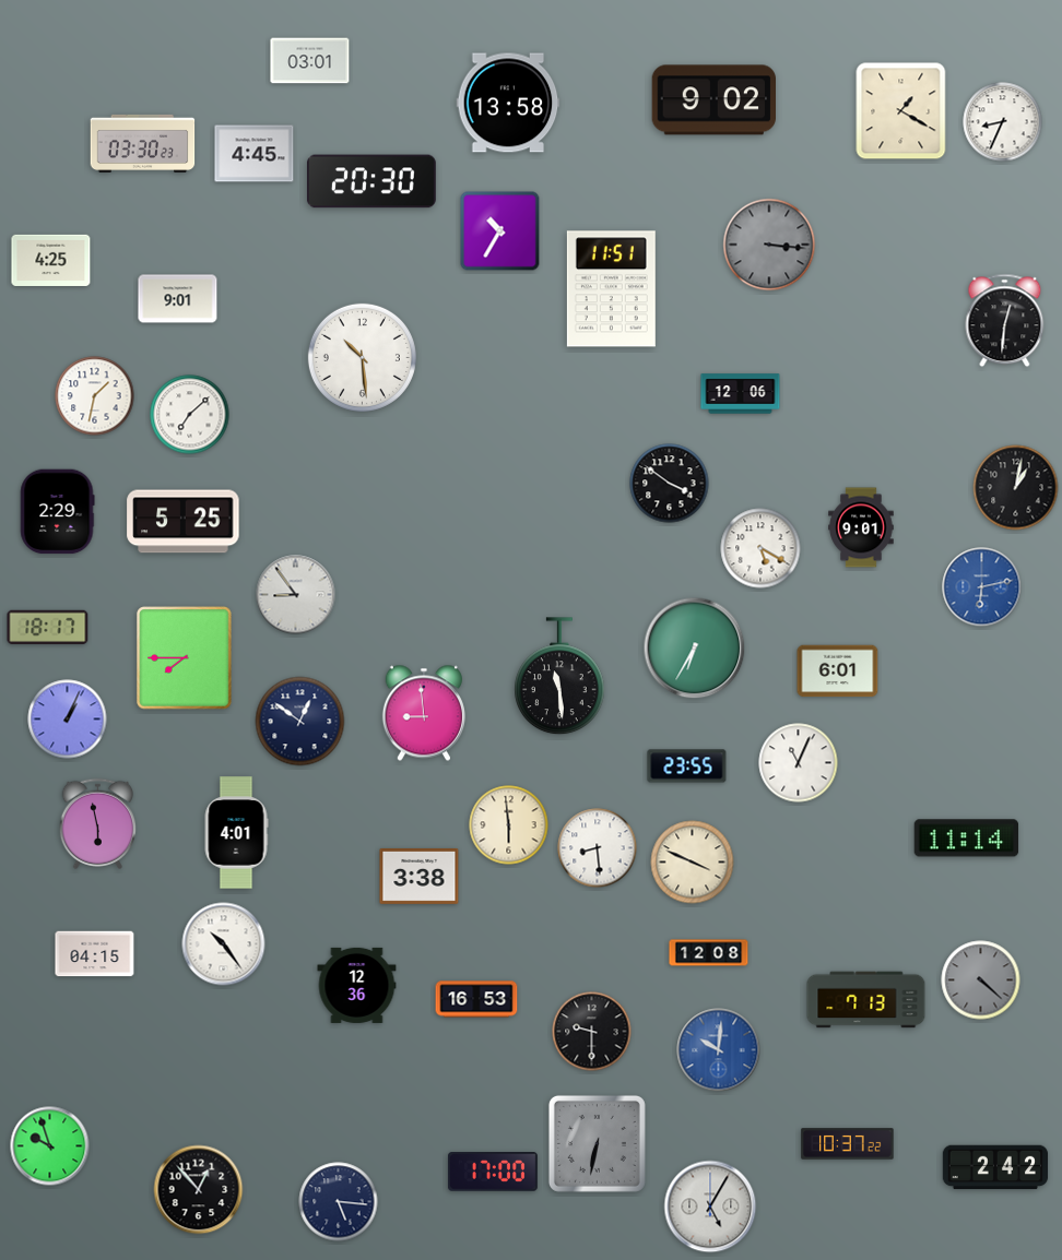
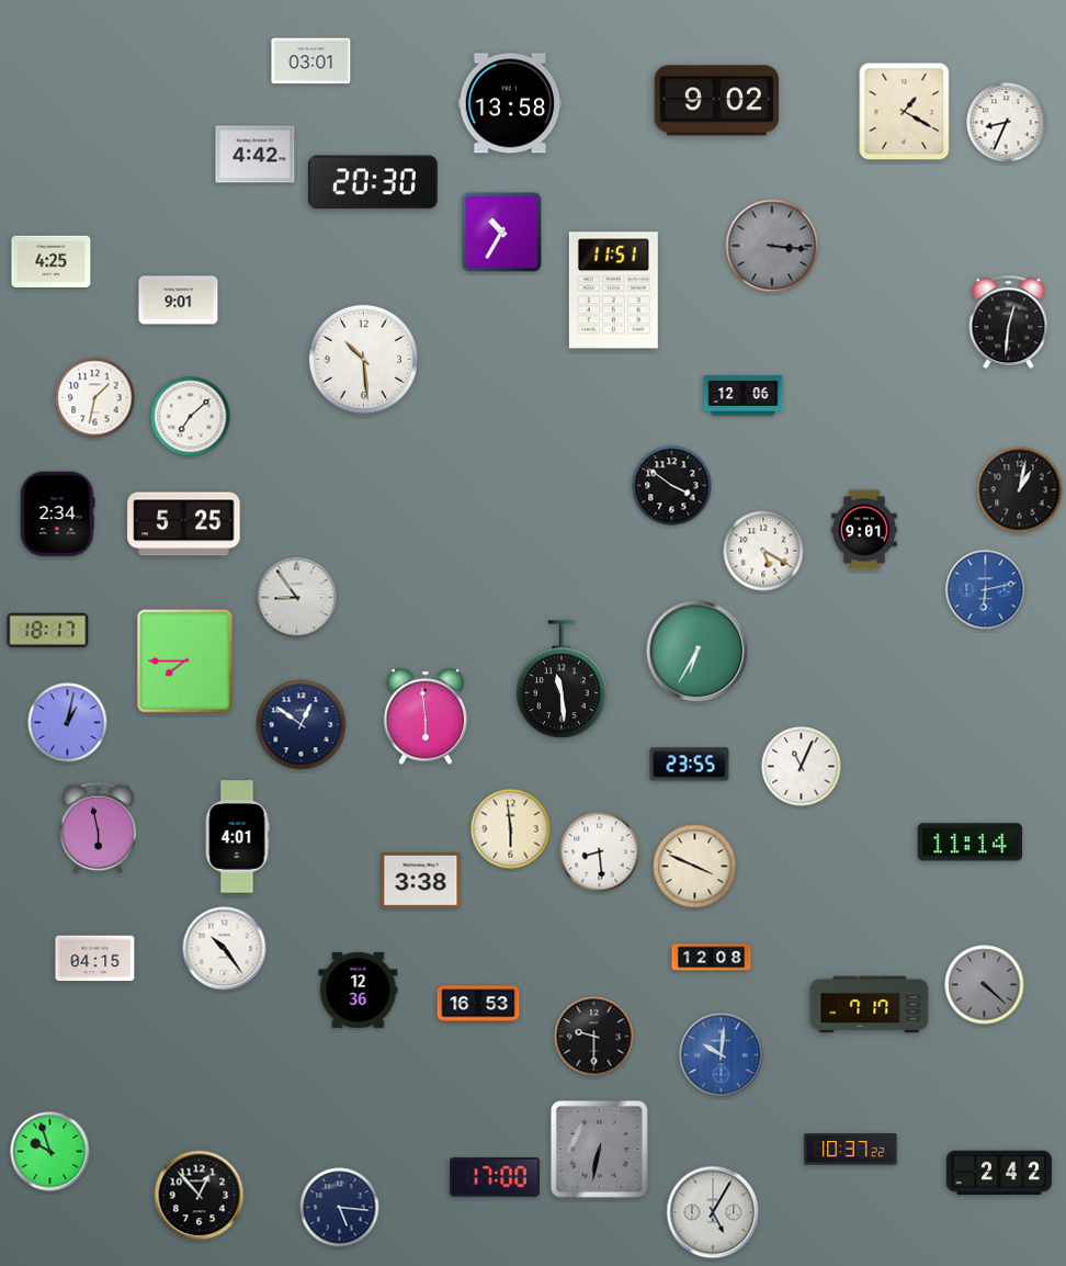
clock at (143, 143): 03:30 -> none
clock at (255, 154): 4:45 -> 4:42
clock at (58, 512): 2:29 -> 2:34
clock at (838, 671): 6:01 -> none
clock at (424, 713): 8:59 -> 5:59
clock at (68, 720): 1:04 -> 1:02
clock at (687, 766) position: (687, 766) -> (690, 765)
clock at (866, 1000): 7:13 -> 7:17
